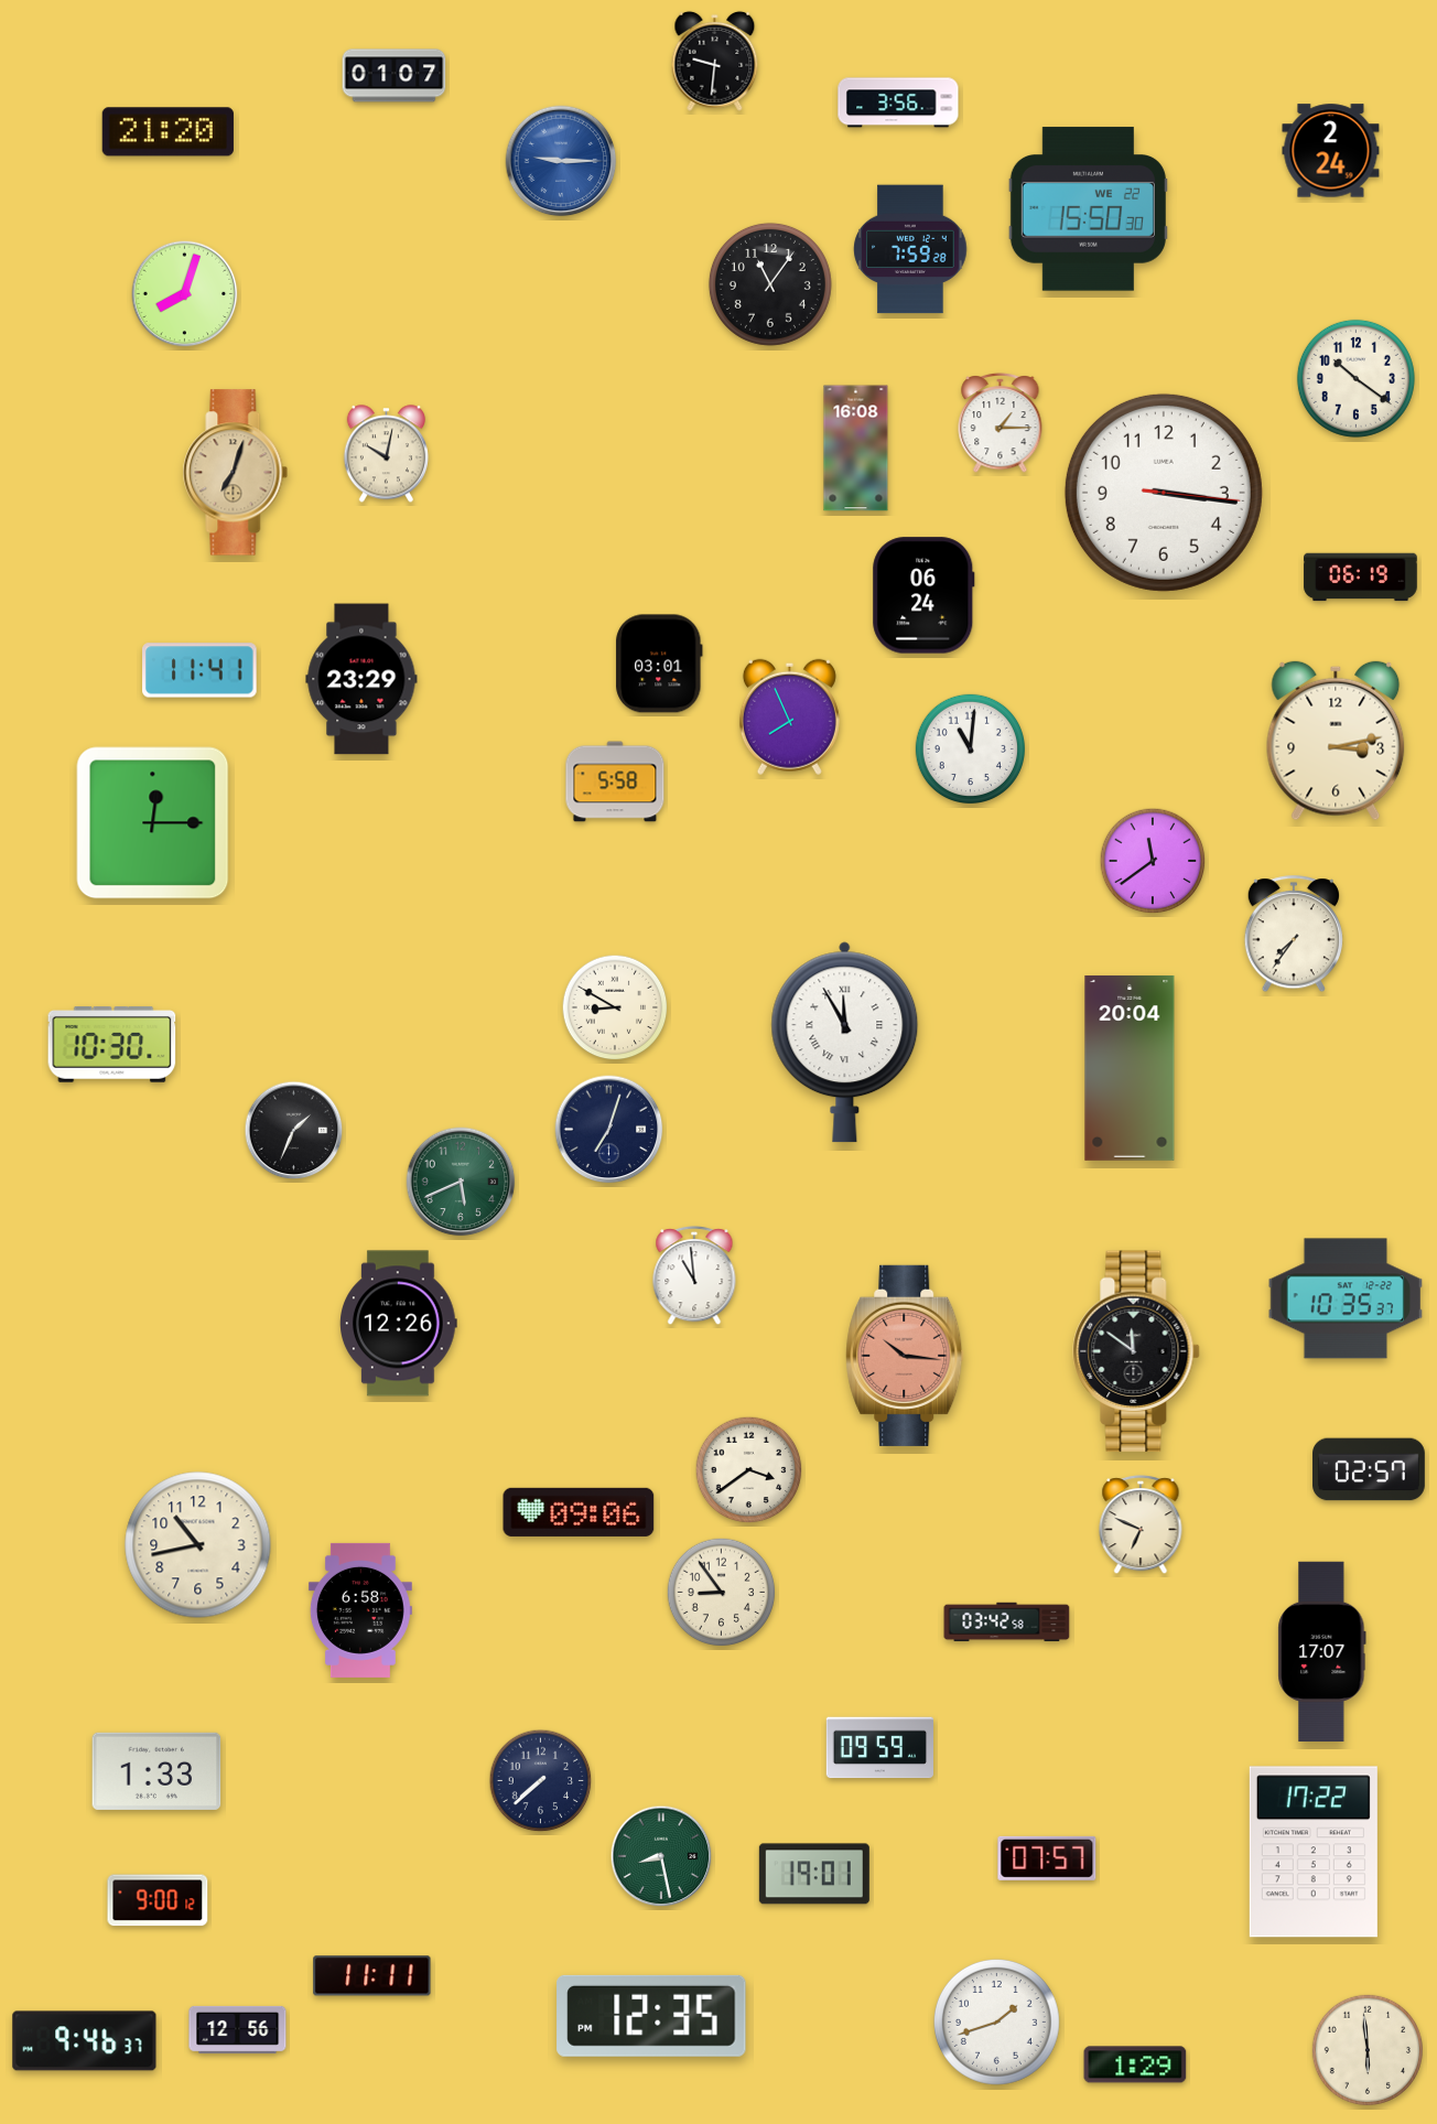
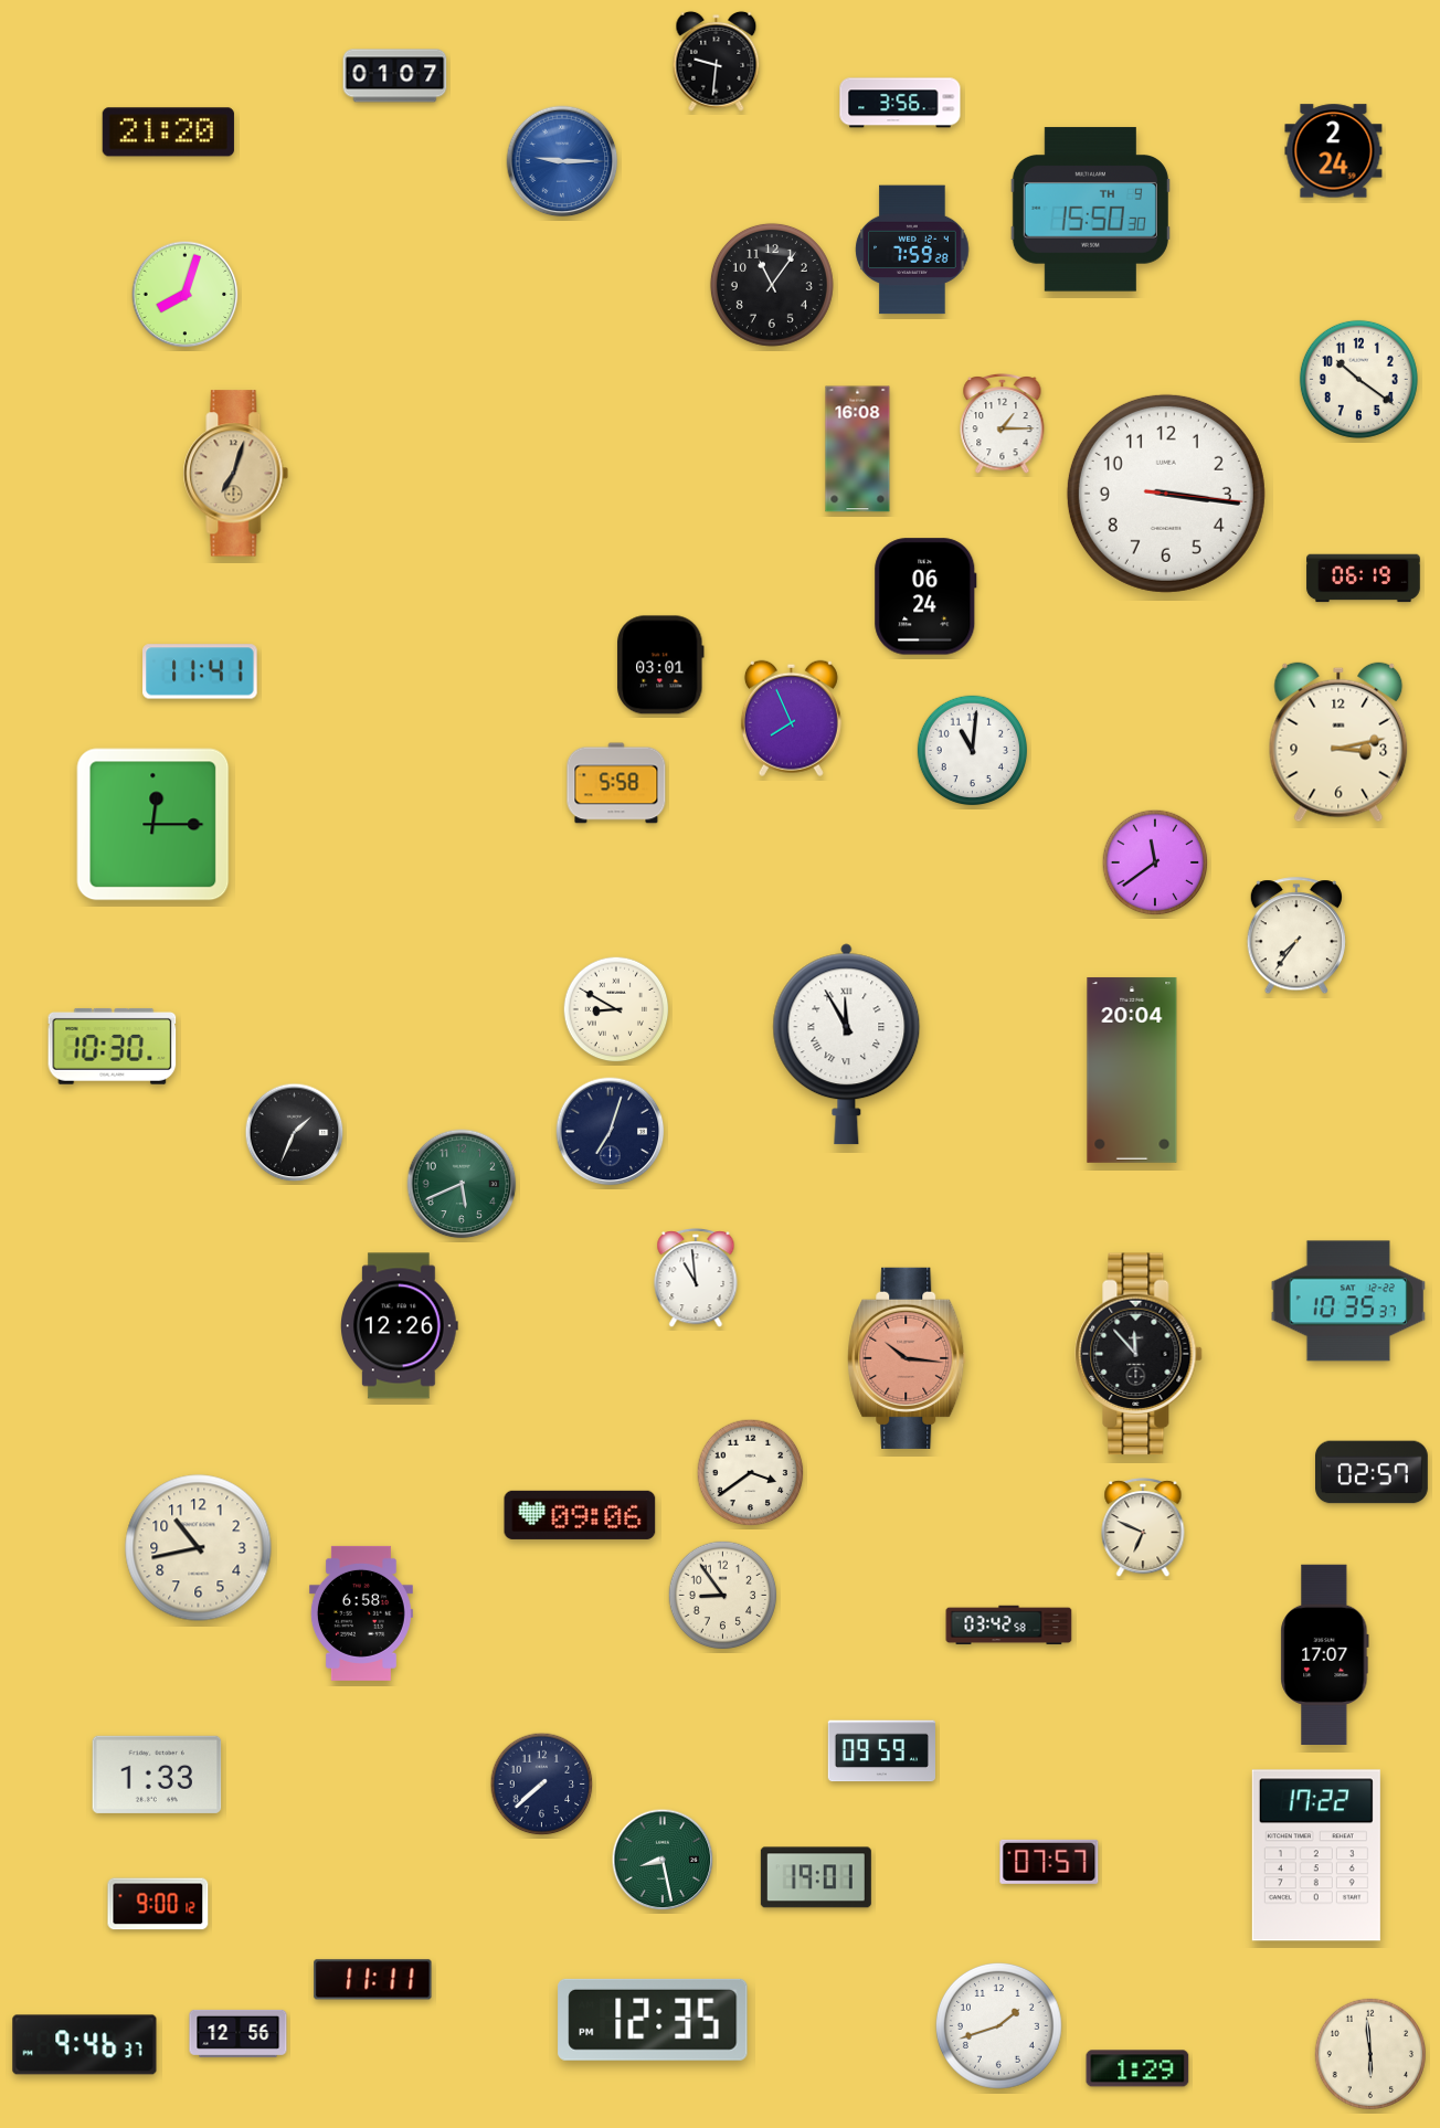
clock at (1088, 209) date: WE 22 -> TH 9
clock at (386, 454): 10:02 -> none
clock at (361, 679): 23:29 -> none
clock at (1136, 1351): 11:51 -> 11:53
